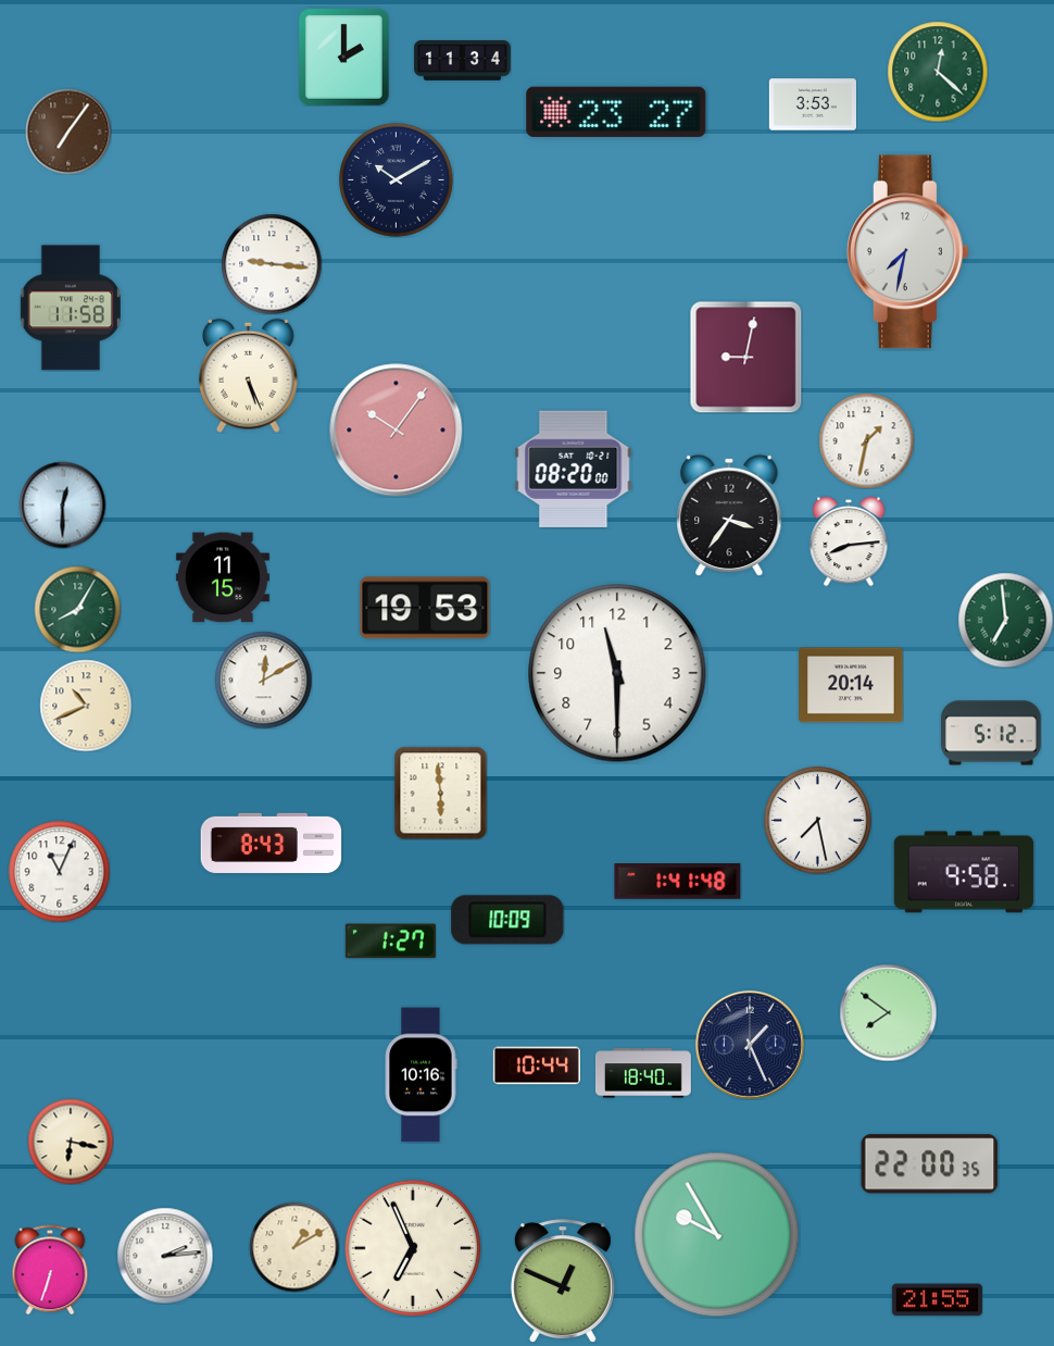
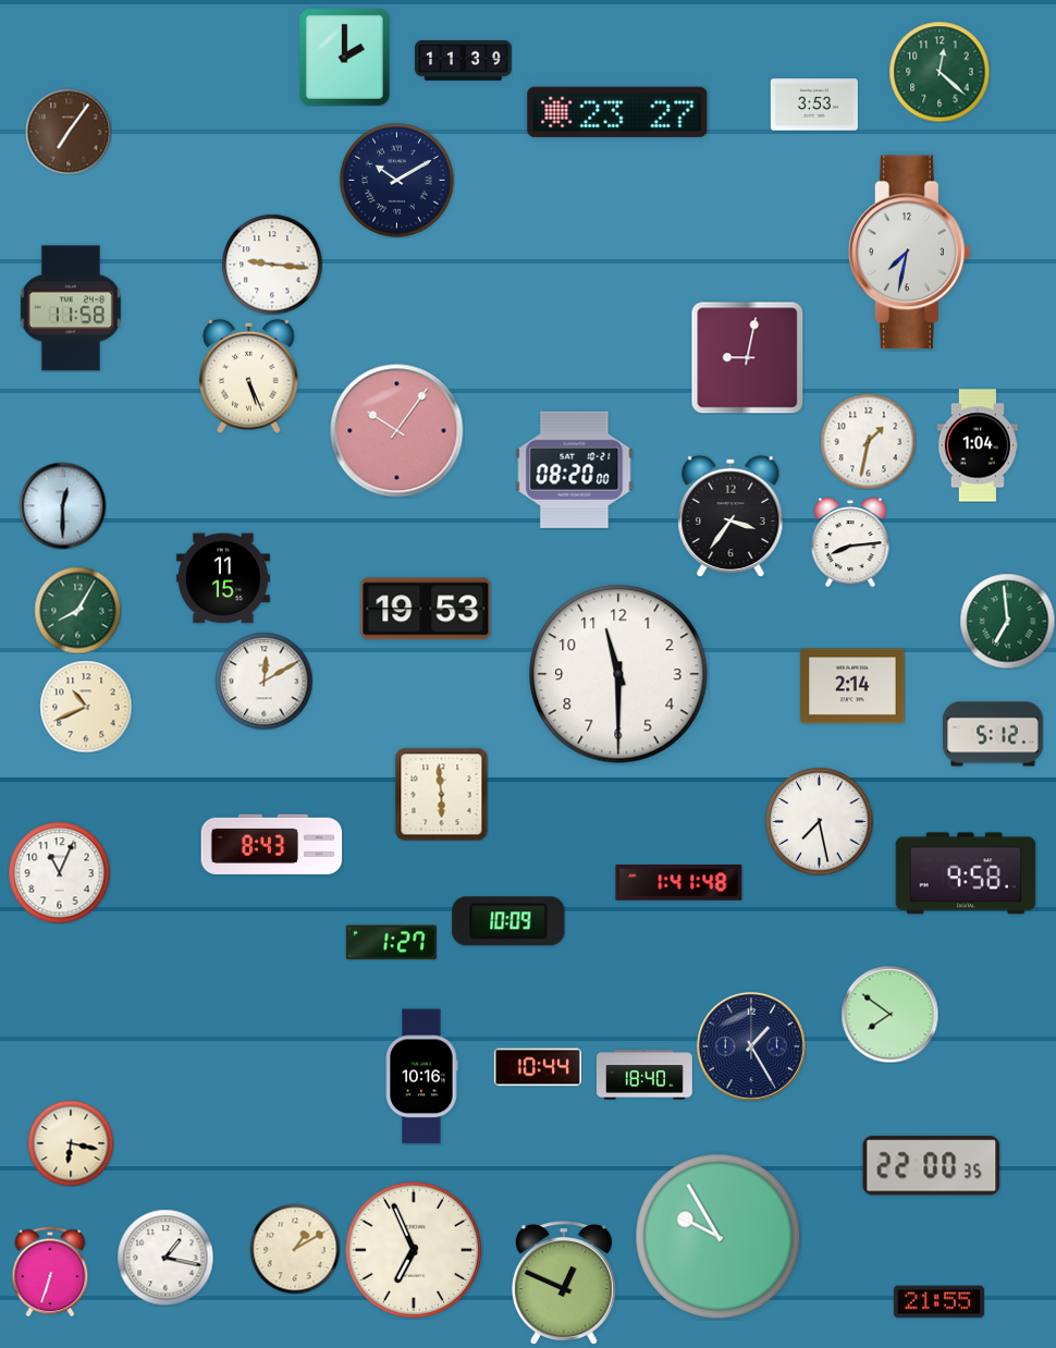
clock at (463, 60): 11:34 -> 11:39
clock at (978, 445): none -> 1:04
clock at (851, 685): 20:14 -> 2:14
clock at (750, 1045): 1:26 -> 1:25
clock at (165, 1256): 2:14 -> 1:17
